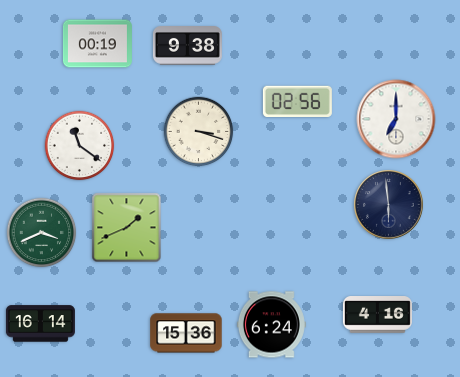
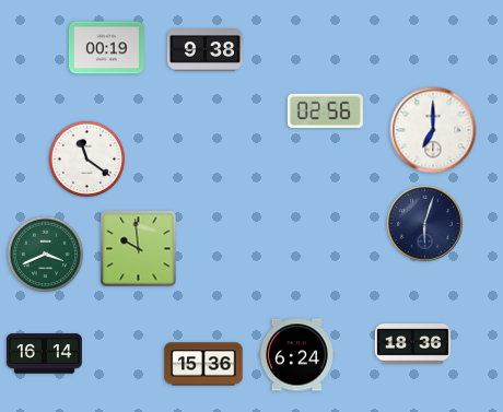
clock at (199, 132): 3:18 -> none
clock at (389, 205): 5:59 -> 6:03
clock at (127, 228): 1:41 -> 9:59
clock at (377, 315): 4:16 -> 18:36
